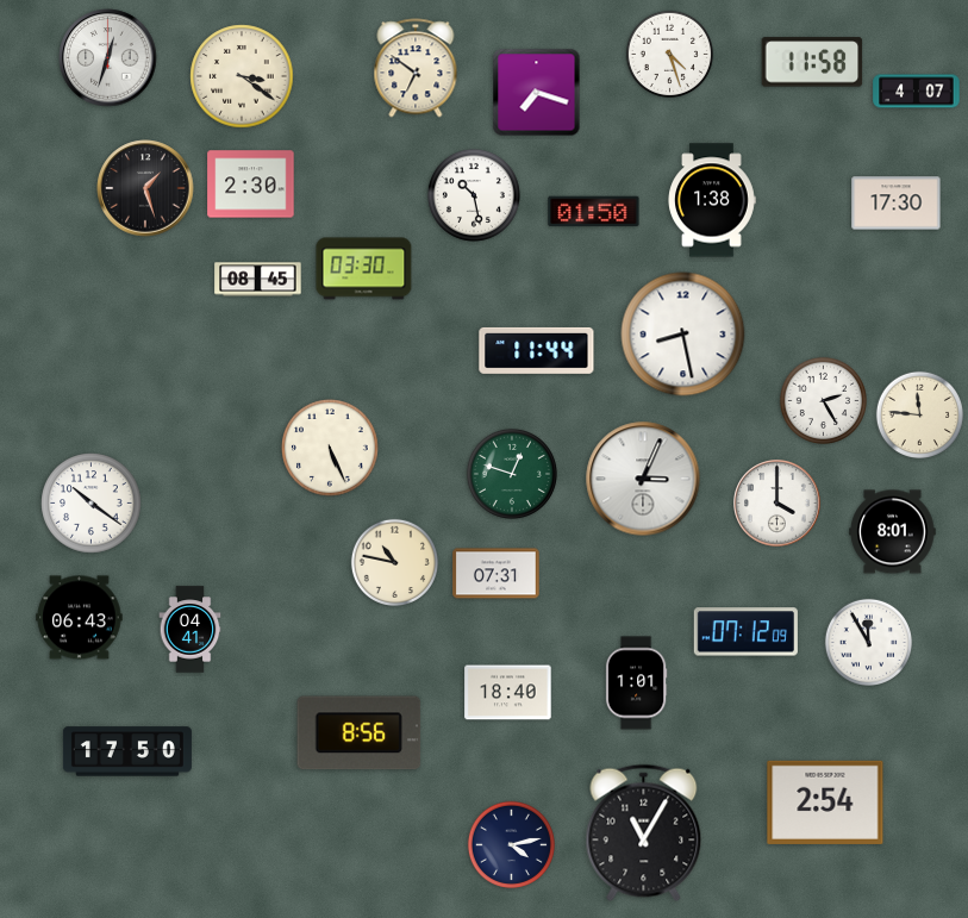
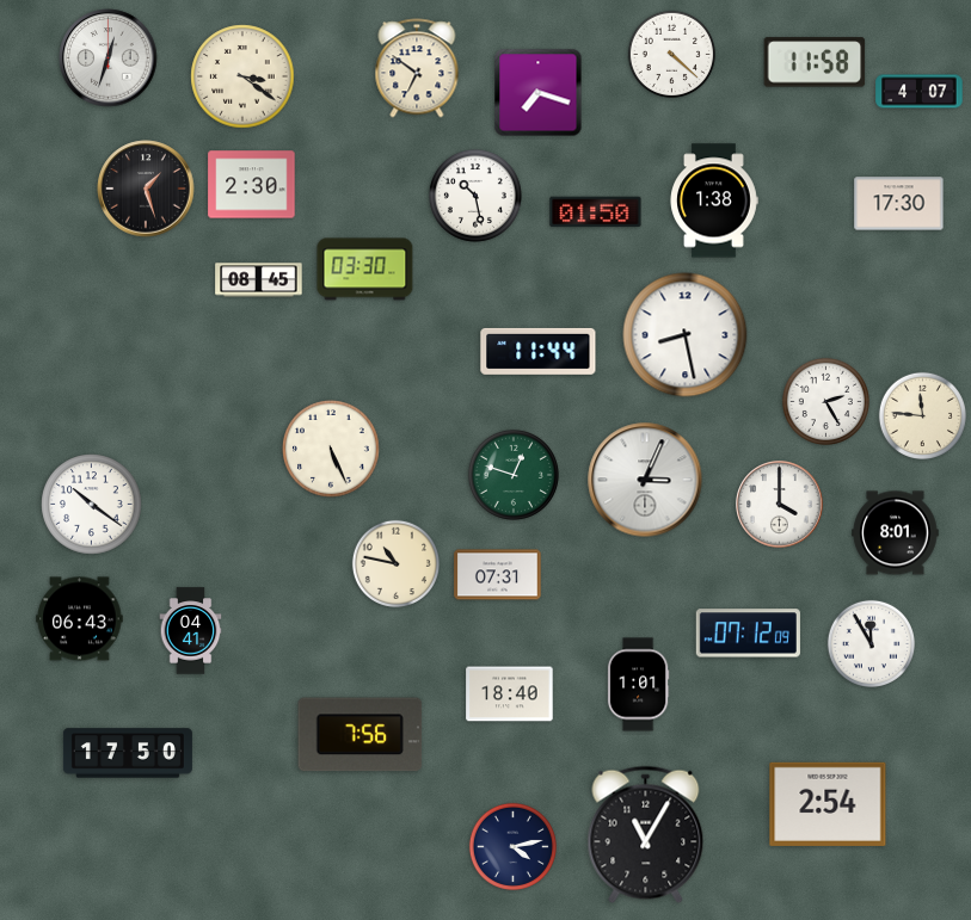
clock at (669, 54): 4:27 -> 4:22
clock at (360, 733): 8:56 -> 7:56
